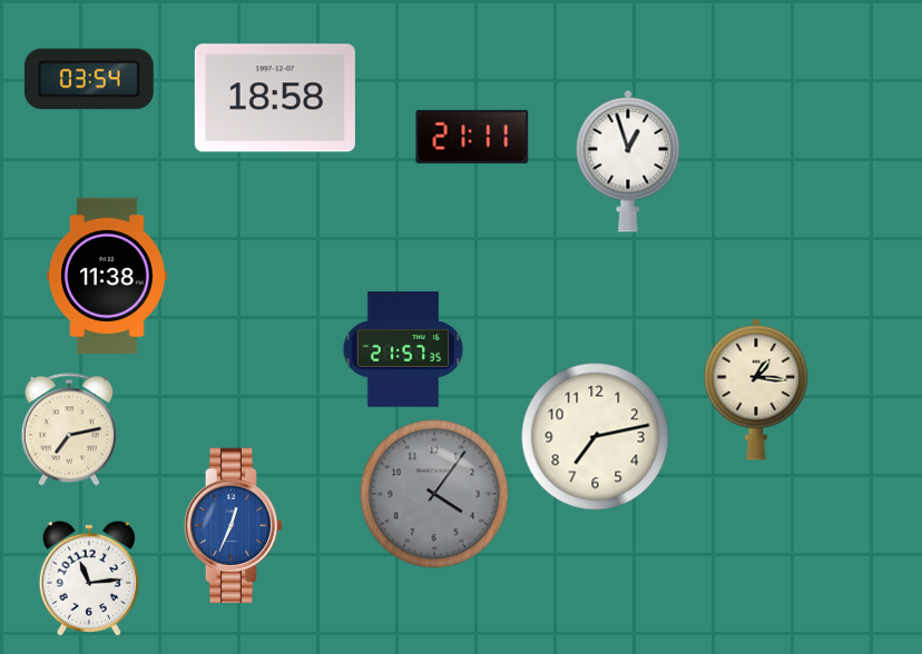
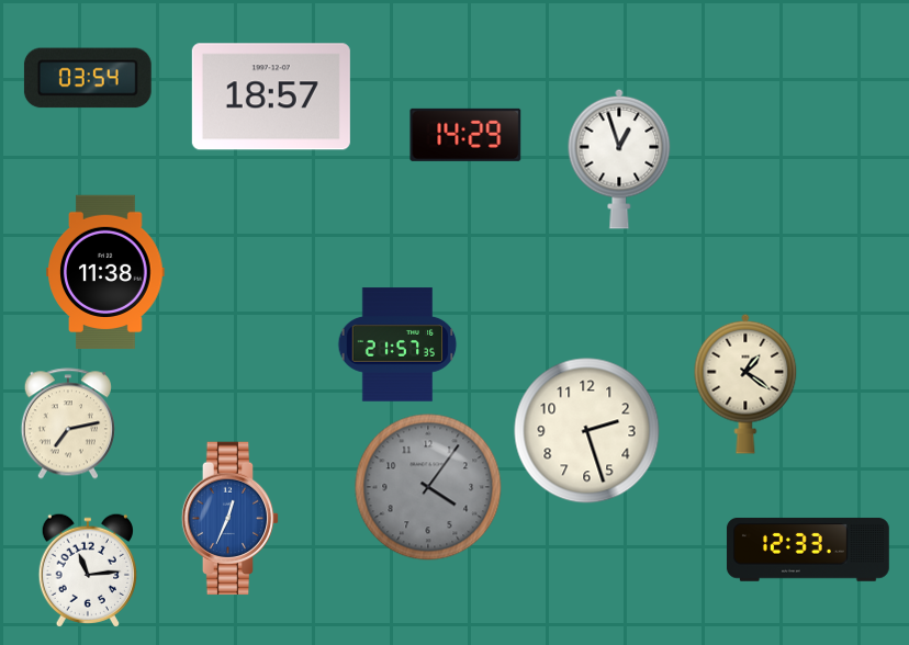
clock at (275, 98): 18:58 -> 18:57
clock at (472, 137): 21:11 -> 14:29
clock at (756, 389): 1:16 -> 1:21
clock at (596, 437): 7:13 -> 2:27
clock at (808, 550): none -> 12:33
